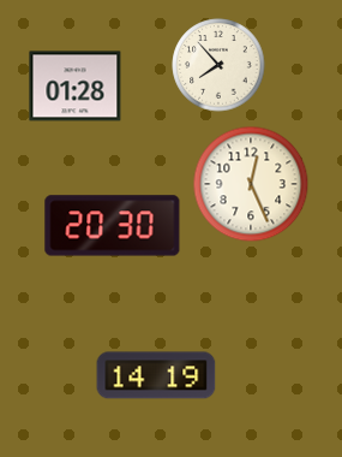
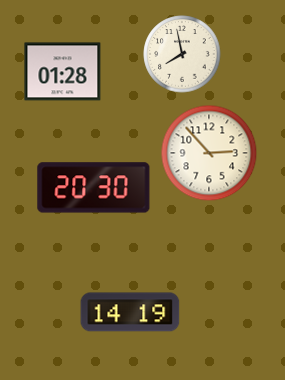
clock at (218, 65): 7:53 -> 7:58
clock at (251, 184): 12:26 -> 2:53
